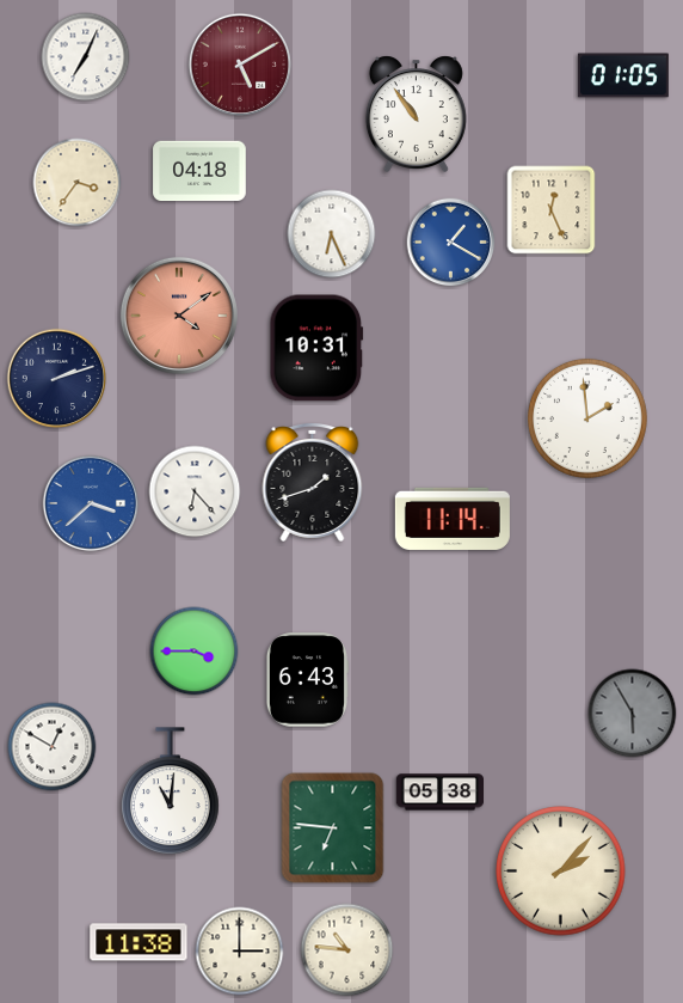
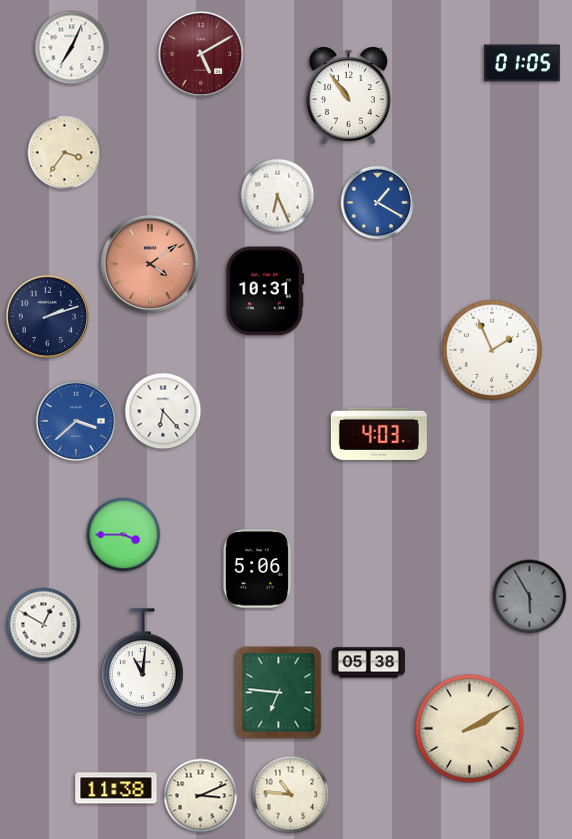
clock at (199, 171): 04:18 -> none
clock at (552, 210): 12:26 -> none
clock at (587, 418): 1:59 -> 1:56
clock at (313, 483): 1:42 -> none
clock at (453, 519): 11:14 -> 4:03
clock at (195, 652) position: (195, 652) -> (124, 535)
clock at (307, 680): 6:43 -> 5:06
clock at (561, 871): 2:07 -> 2:10
clock at (240, 952): 3:00 -> 3:11
